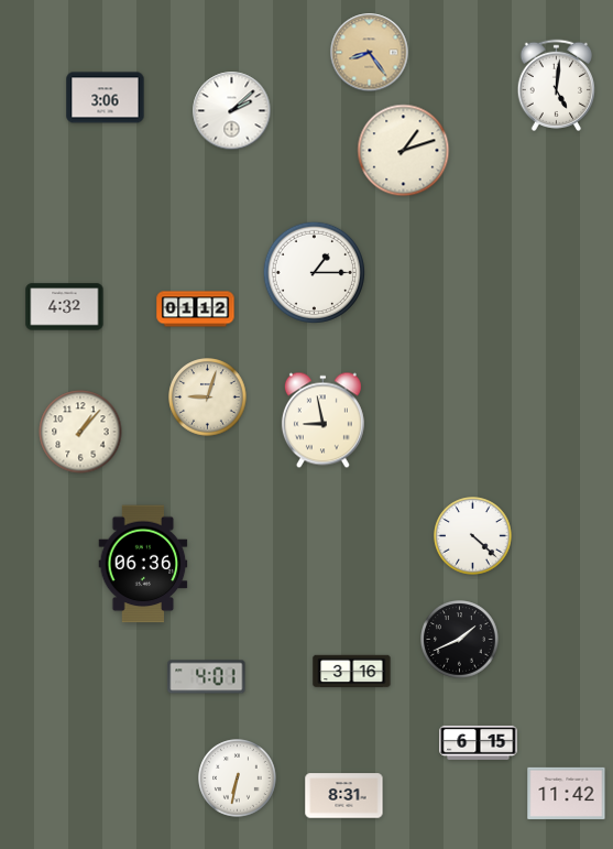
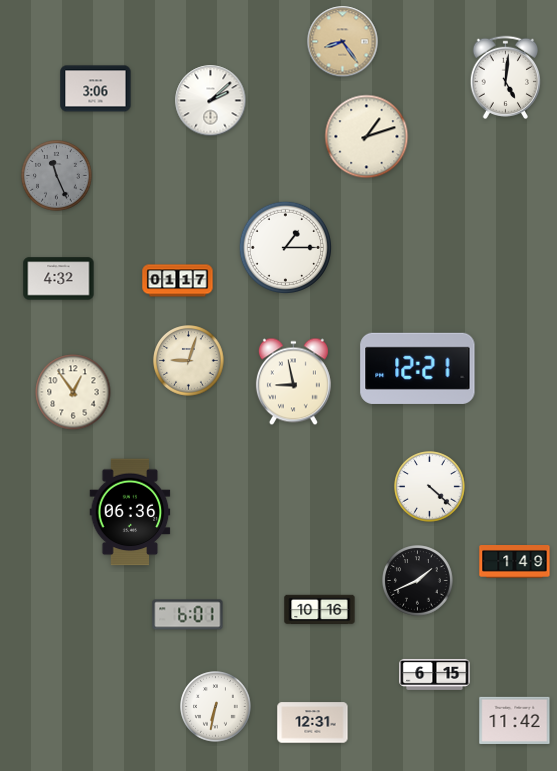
clock at (370, 53) position: (370, 53) -> (343, 42)
clock at (57, 176): none -> 11:26
clock at (196, 309): 01:12 -> 01:17
clock at (418, 368): none -> 12:21
clock at (80, 432): 1:07 -> 12:54
clock at (515, 562): none -> 1:49
clock at (352, 672): 3:16 -> 10:16
clock at (207, 677): 4:01 -> 6:01
clock at (344, 796): 8:31 -> 12:31
